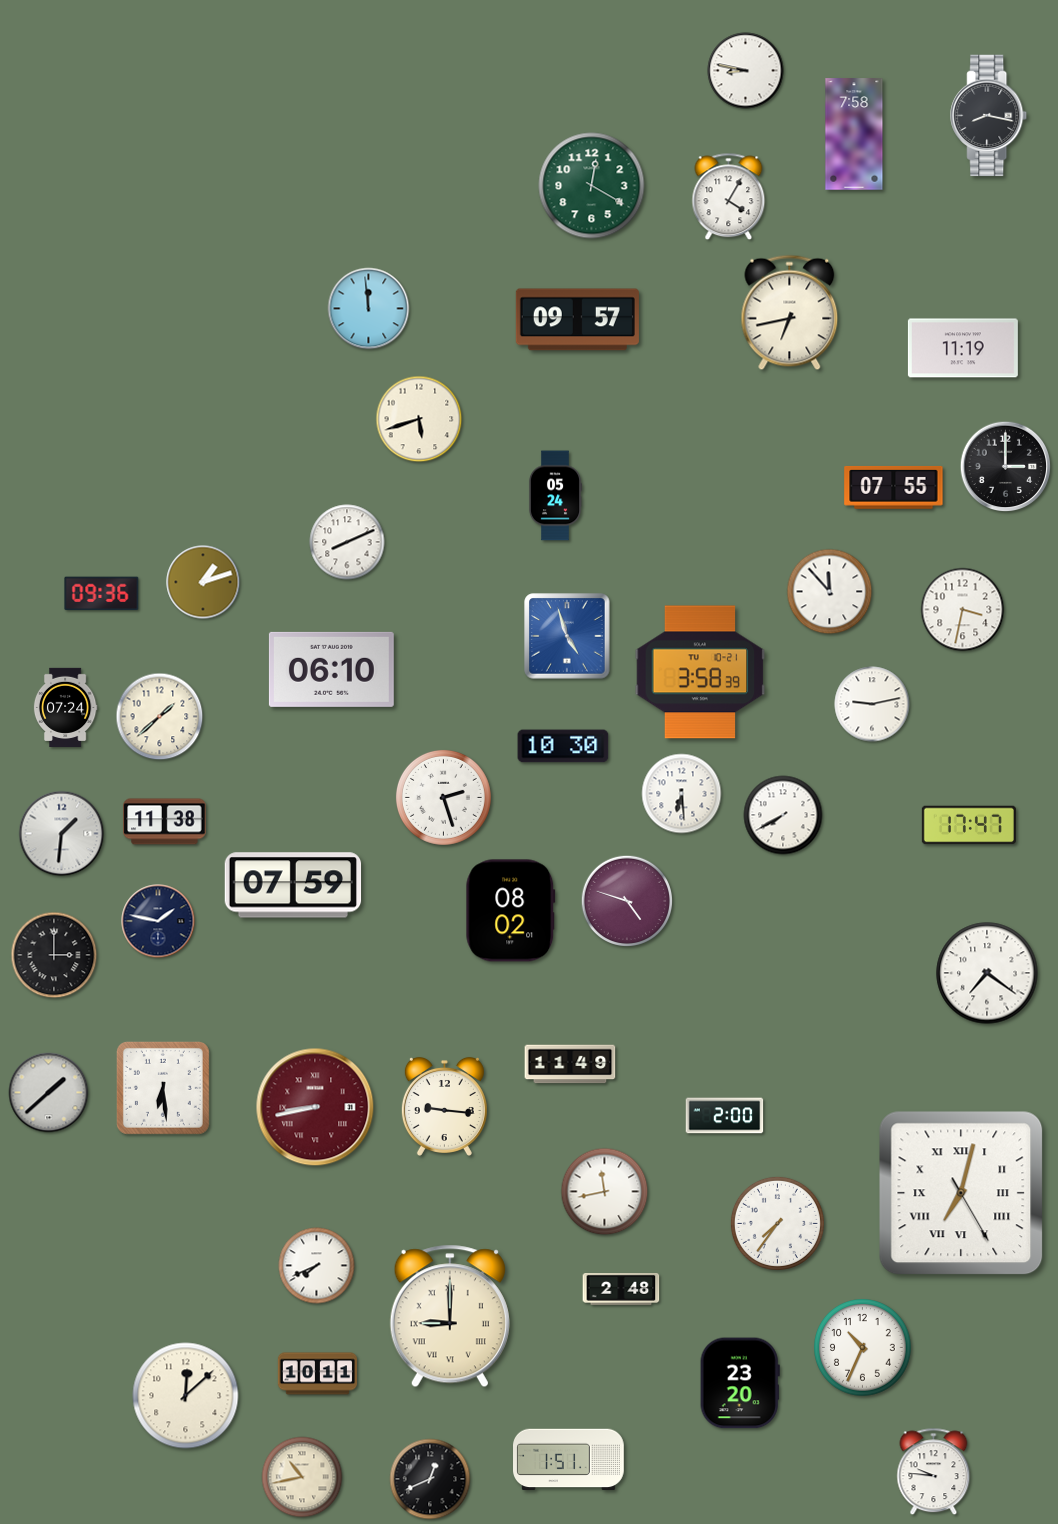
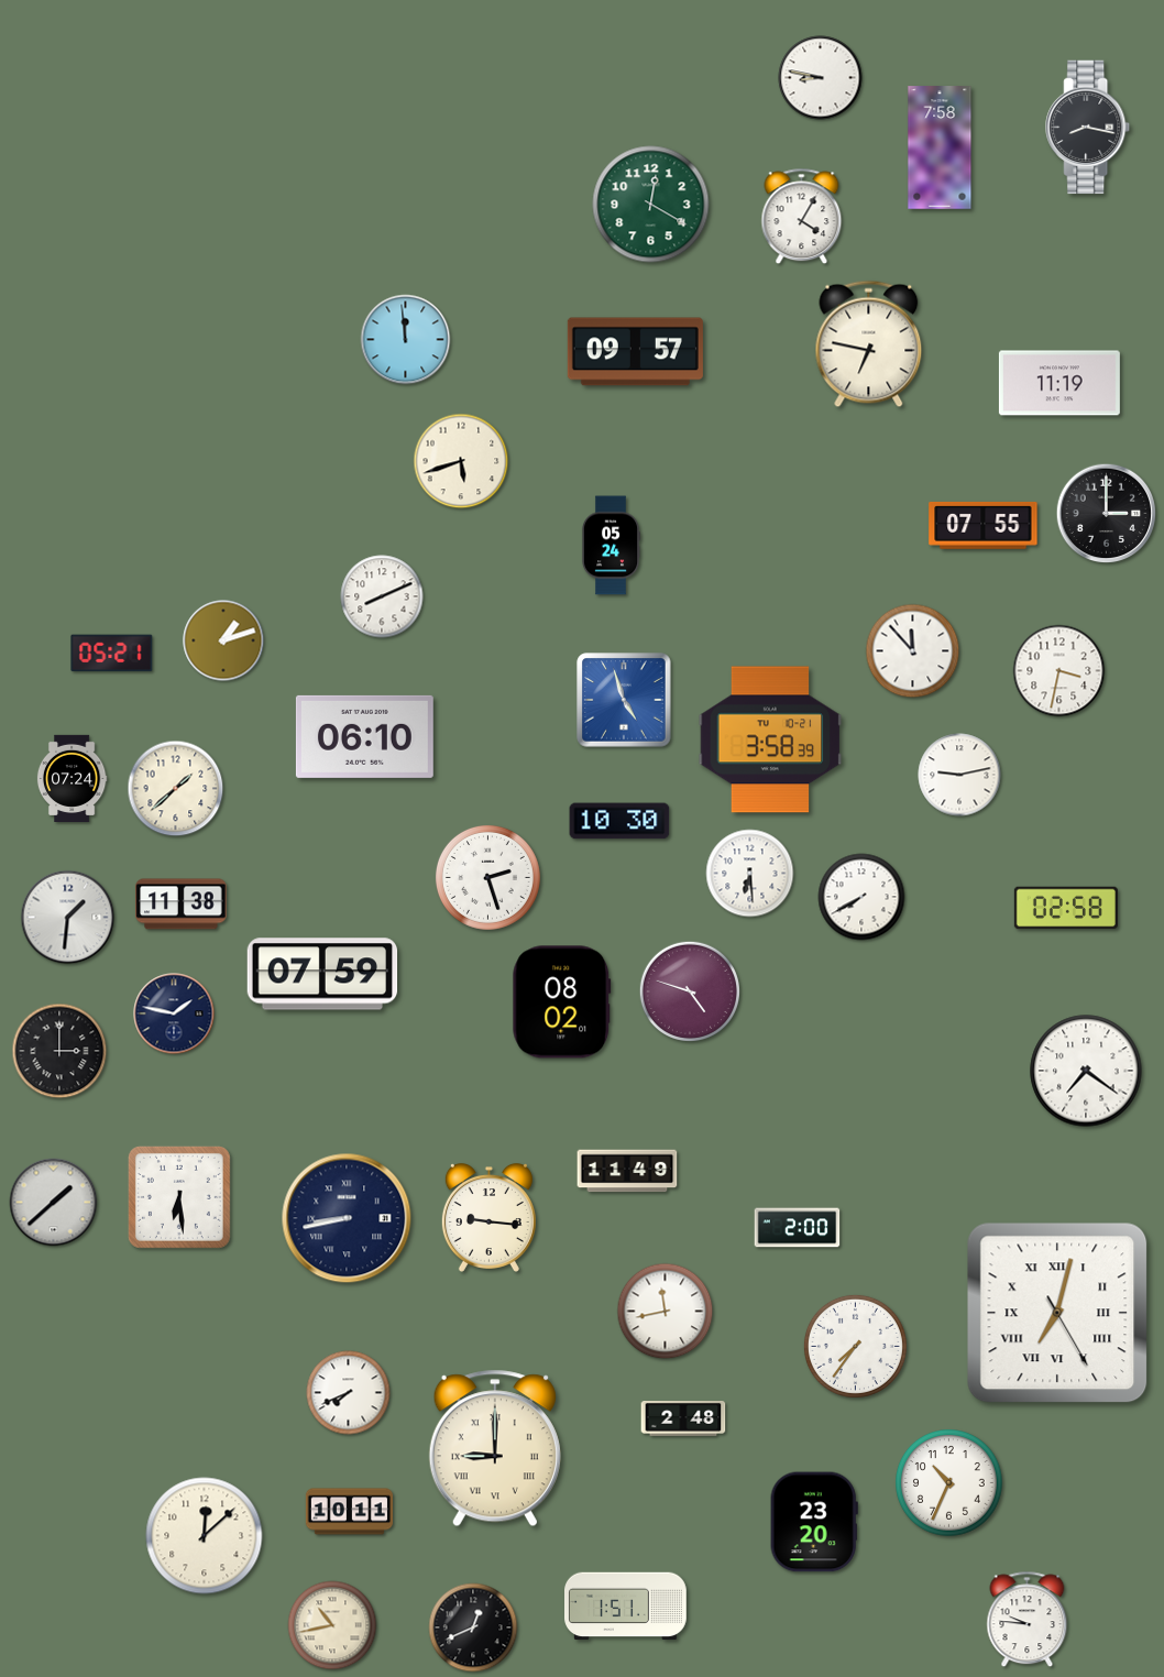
clock at (790, 313): 6:43 -> 6:47
clock at (894, 487) position: (894, 487) -> (984, 525)
clock at (102, 594): 09:36 -> 05:21
clock at (969, 825): 17:47 -> 02:58
clock at (315, 1107) dial: burgundy -> navy
